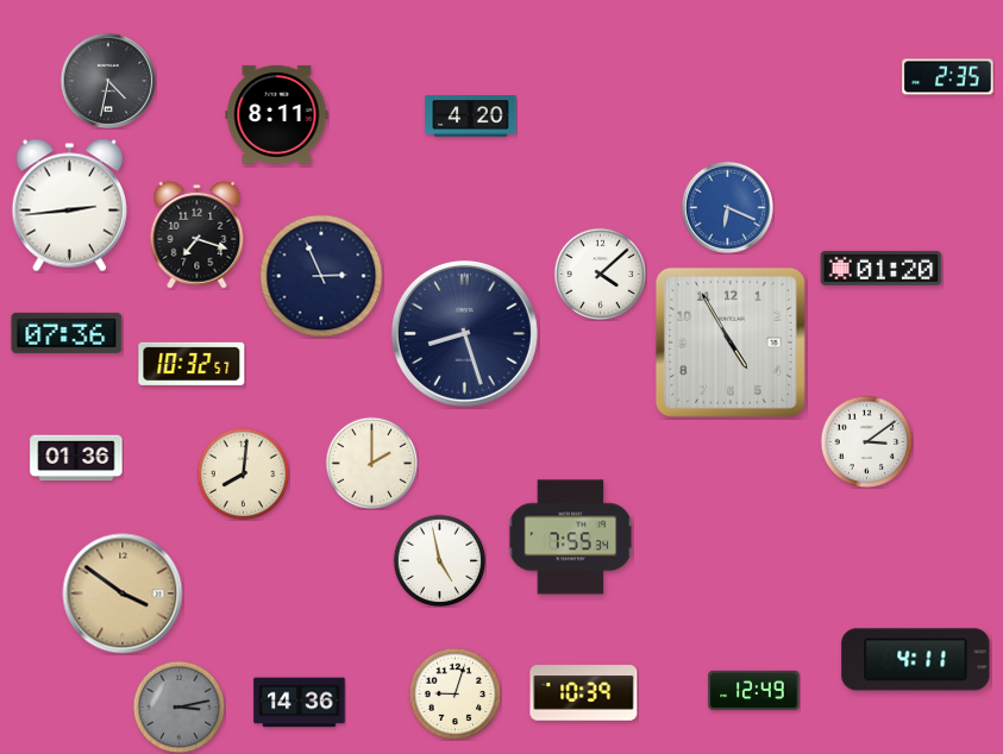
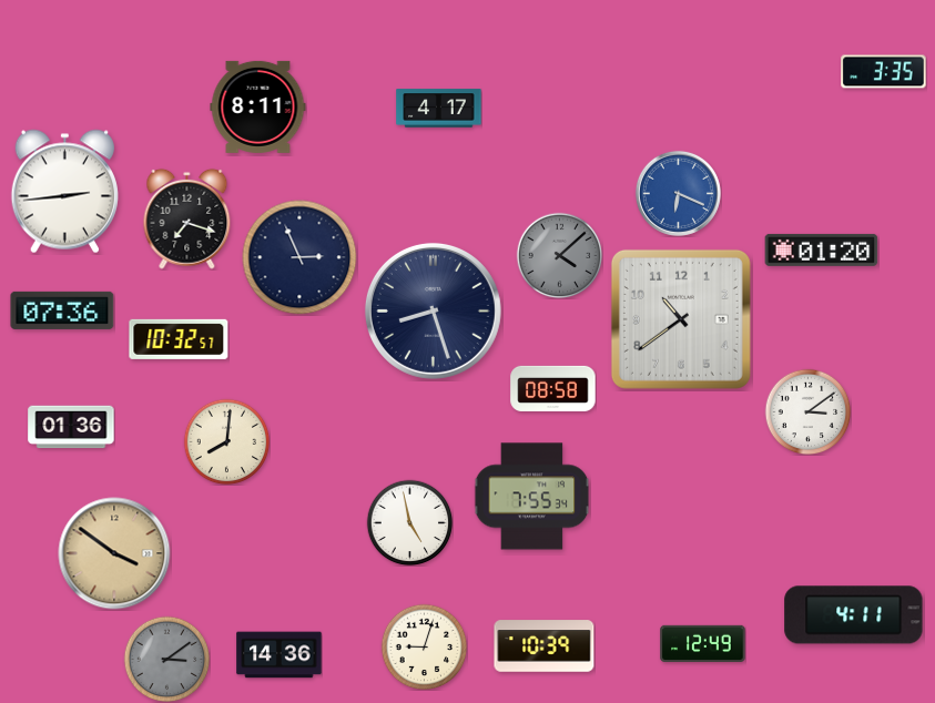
clock at (948, 77): 2:35 -> 3:35
clock at (108, 81): 4:32 -> none
clock at (471, 117): 4:20 -> 4:17
clock at (198, 234) position: (198, 234) -> (187, 218)
clock at (600, 274) dial: white -> grey
clock at (731, 343): 4:55 -> 10:39
clock at (553, 388): none -> 08:58
clock at (371, 463): 2:00 -> none
clock at (571, 538) position: (571, 538) -> (532, 497)
clock at (178, 706): 3:13 -> 3:09
